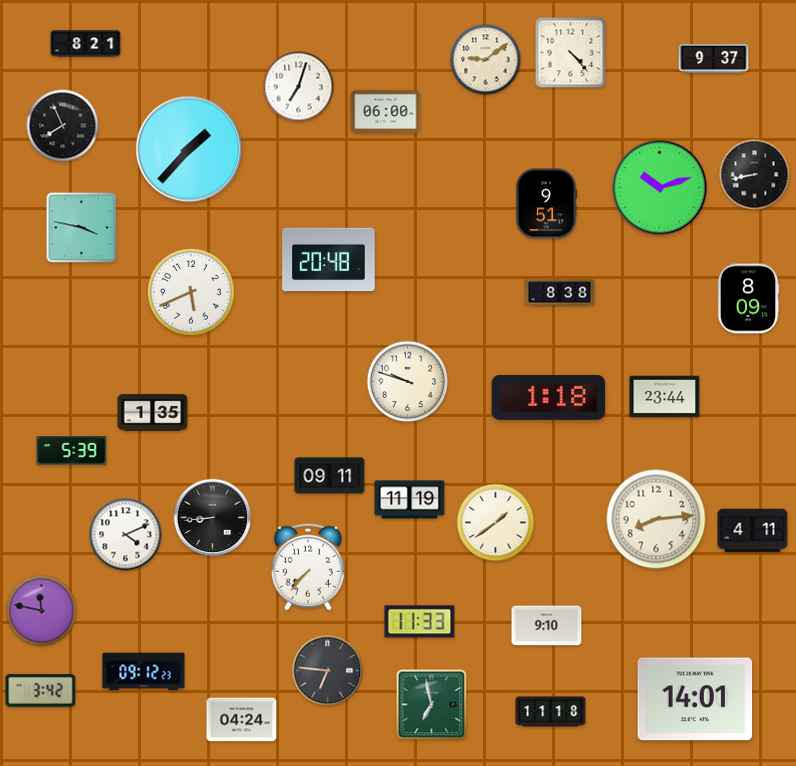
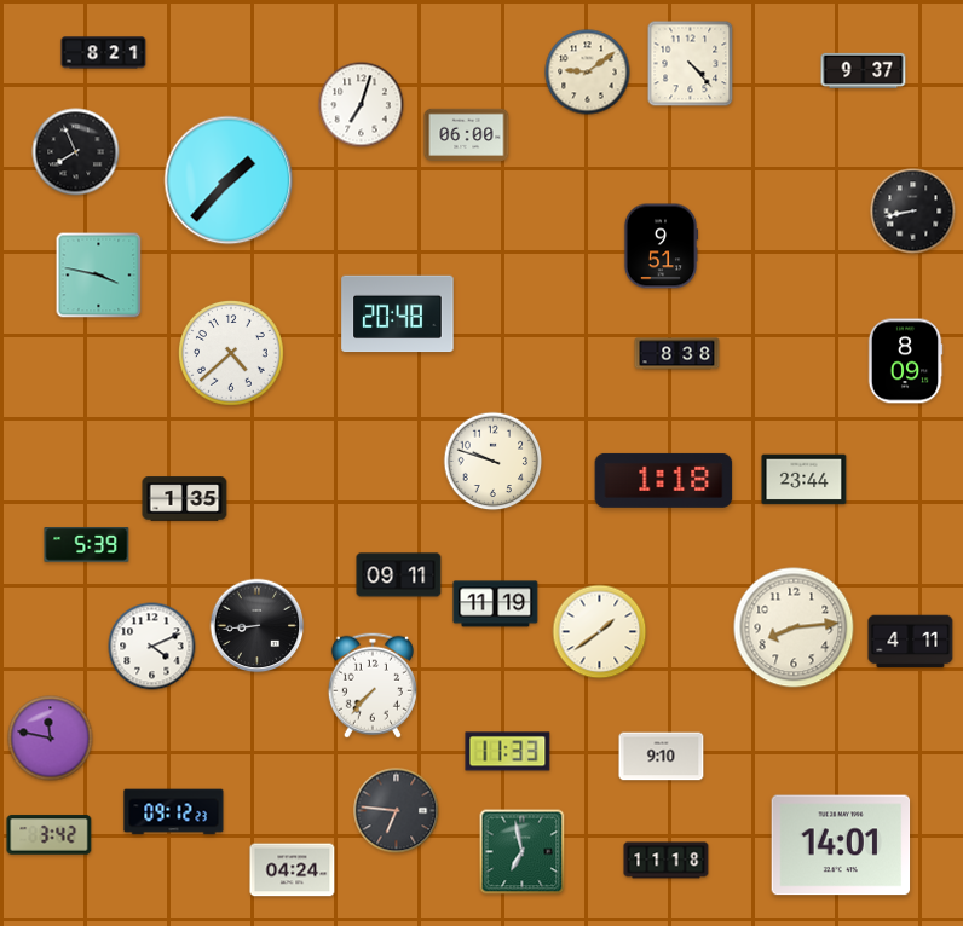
clock at (660, 188): 10:12 -> none
clock at (192, 293): 5:41 -> 4:38
